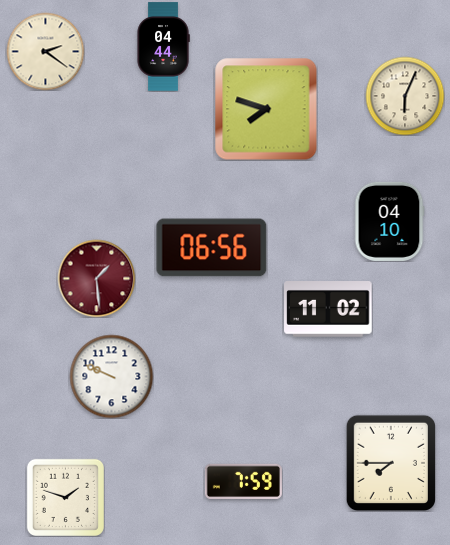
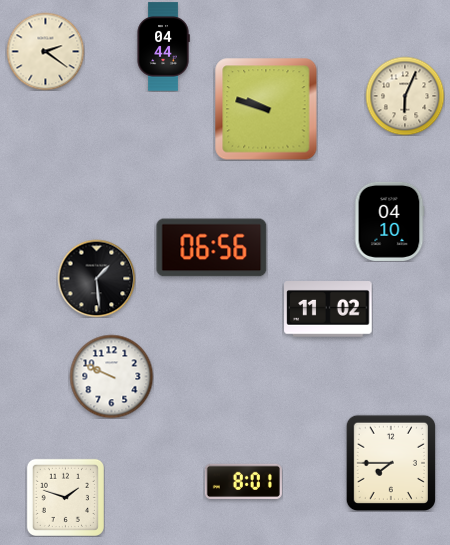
clock at (266, 109): 7:48 -> 9:48
clock at (96, 278) dial: burgundy -> black
clock at (243, 481): 7:59 -> 8:01
